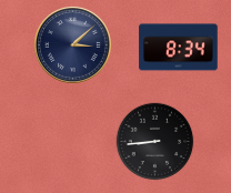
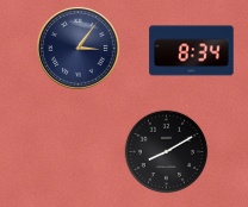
clock at (73, 45): 3:08 -> 3:06
clock at (155, 142): 8:44 -> 8:10
